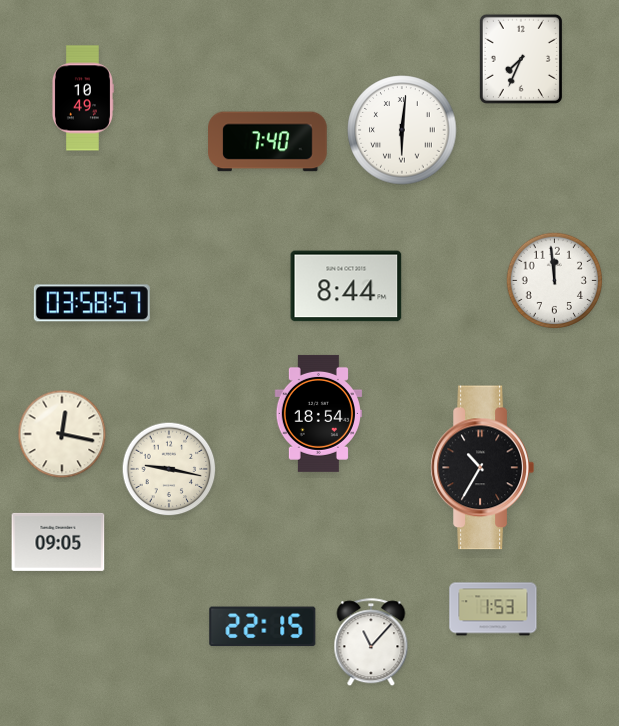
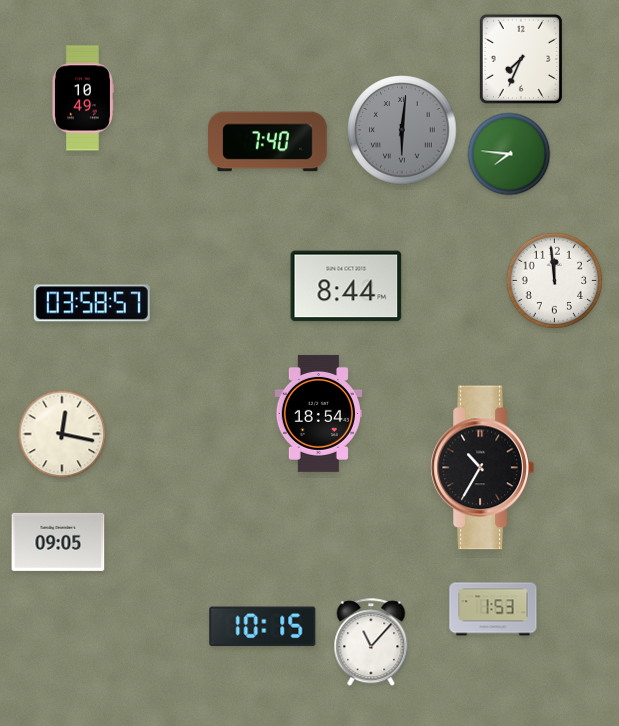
clock at (402, 130) dial: white -> grey
clock at (509, 154): none -> 7:46
clock at (169, 469): 9:17 -> none
clock at (263, 627): 22:15 -> 10:15
